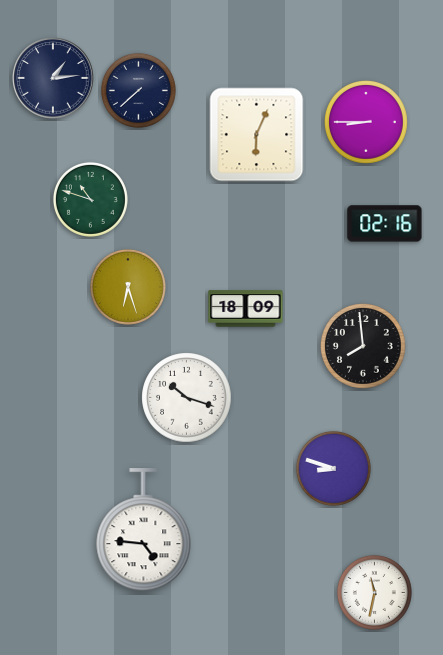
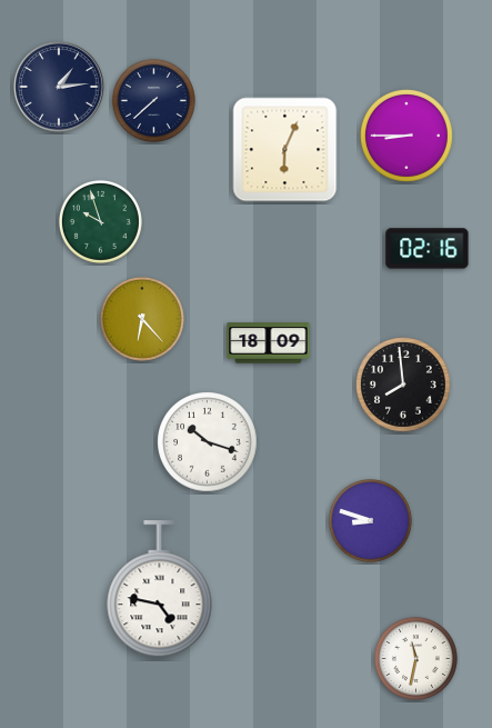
clock at (90, 199): 10:48 -> 9:57
clock at (128, 287): 6:27 -> 6:23
clock at (246, 309) position: (246, 309) -> (269, 343)
clock at (144, 530): 4:46 -> 4:47
